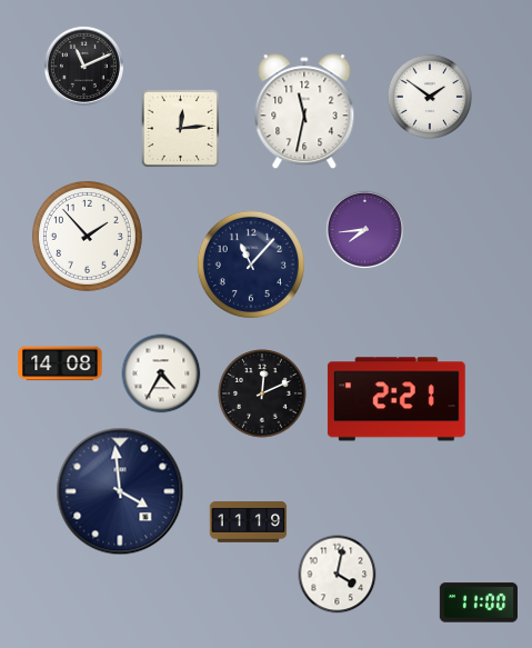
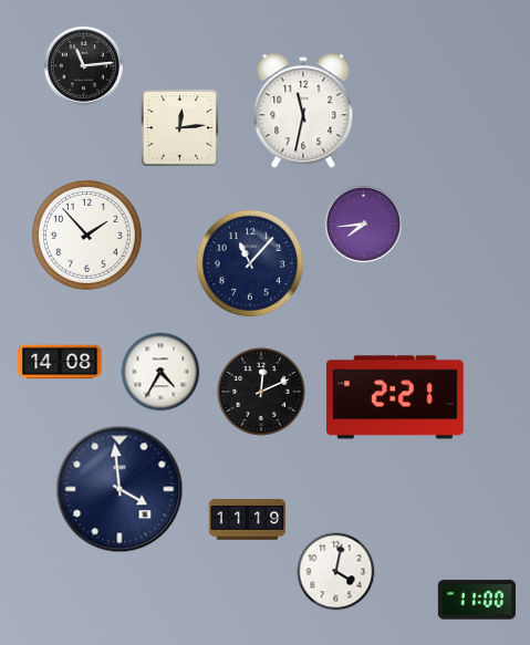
clock at (83, 66): 11:11 -> 11:14
clock at (430, 97): 1:51 -> none
clock at (364, 229) position: (364, 229) -> (363, 223)
